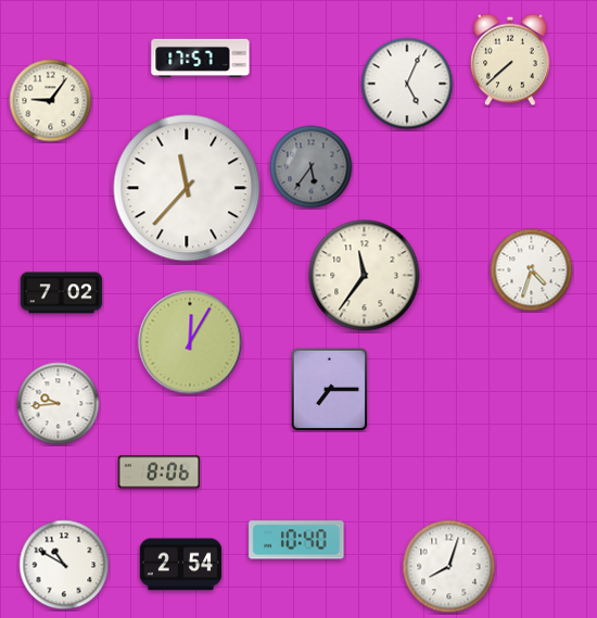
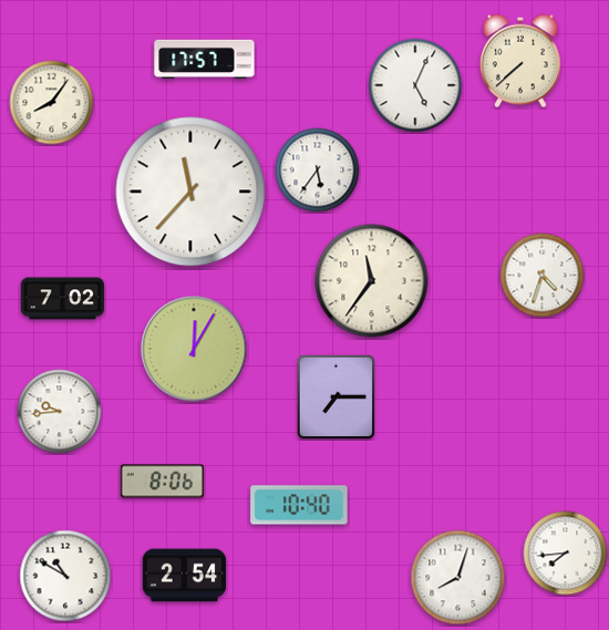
clock at (51, 101): 9:06 -> 8:06
clock at (312, 167) dial: grey -> white
clock at (296, 540) position: (296, 540) -> (299, 505)
clock at (566, 554): none -> 7:44
